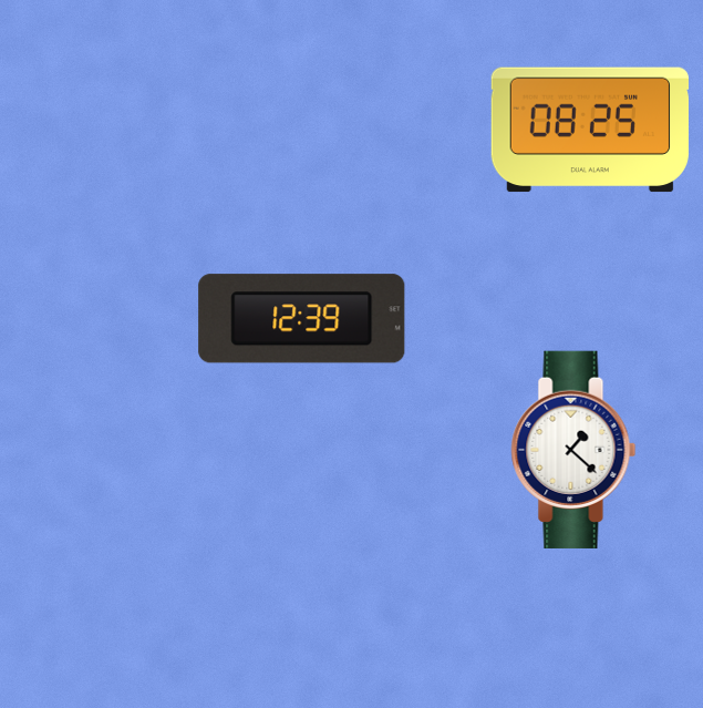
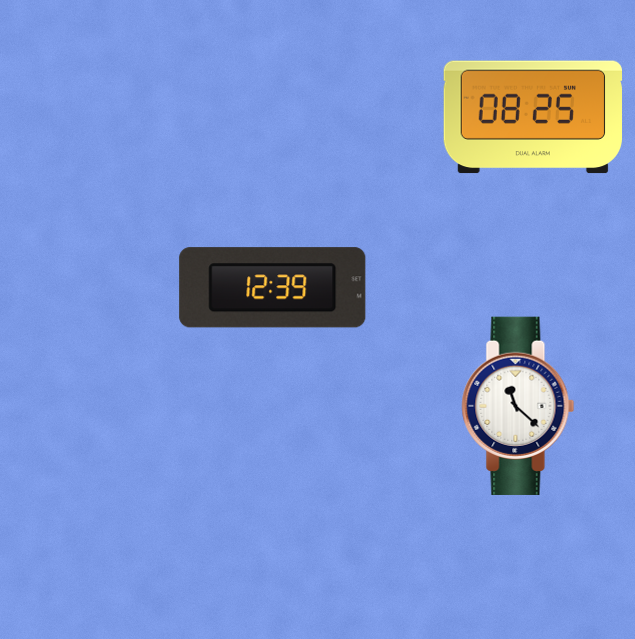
clock at (573, 450): 1:22 -> 11:22
